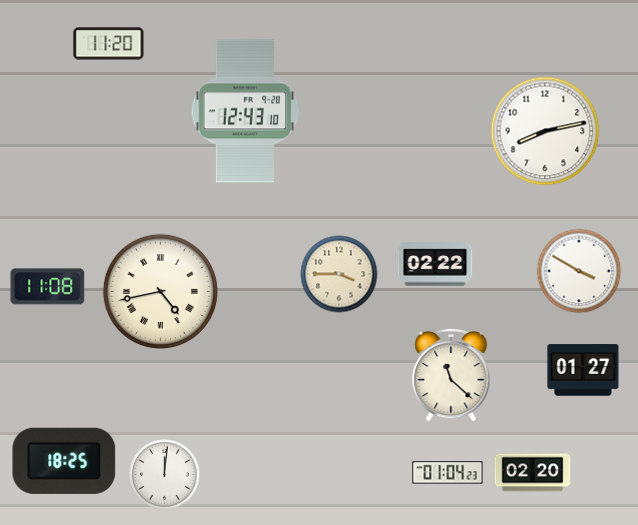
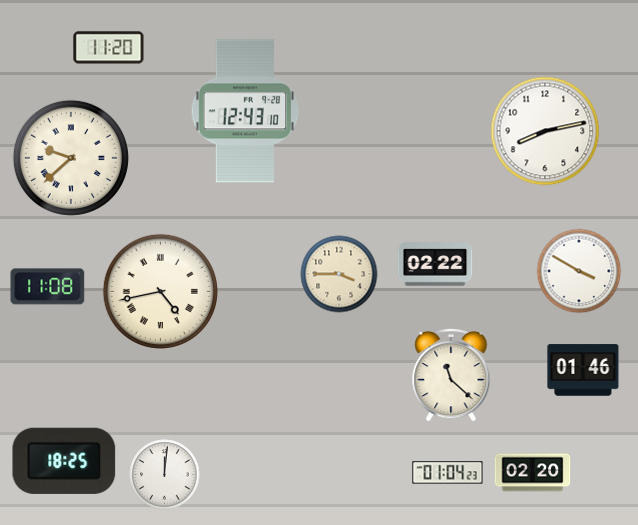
clock at (109, 44) position: (109, 44) -> (109, 48)
clock at (71, 158): none -> 9:38
clock at (583, 370): 01:27 -> 01:46
